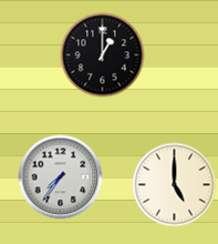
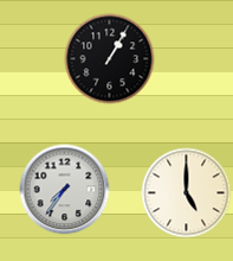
clock at (103, 55): 1:00 -> 1:05
clock at (175, 185) position: (175, 185) -> (187, 193)
